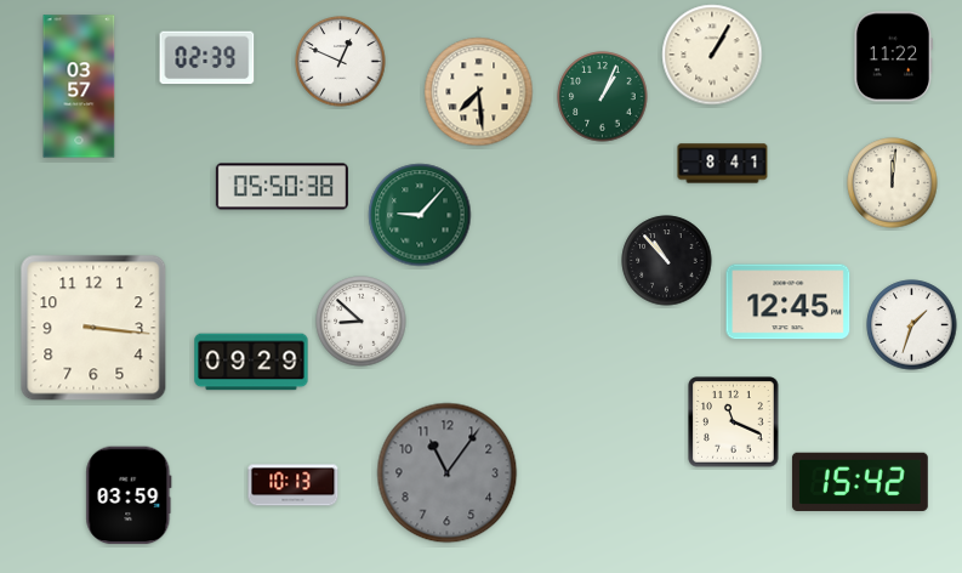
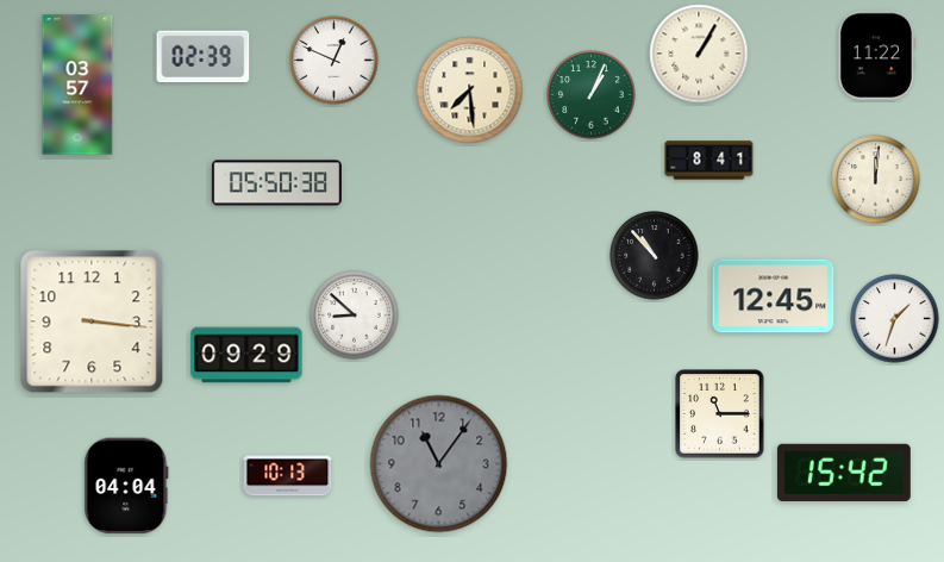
clock at (420, 215): 9:07 -> none
clock at (734, 422): 11:19 -> 11:15
clock at (129, 495): 03:59 -> 04:04
